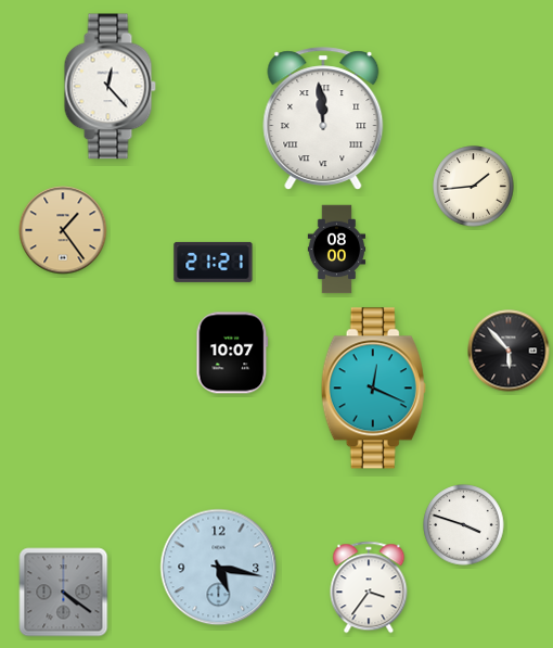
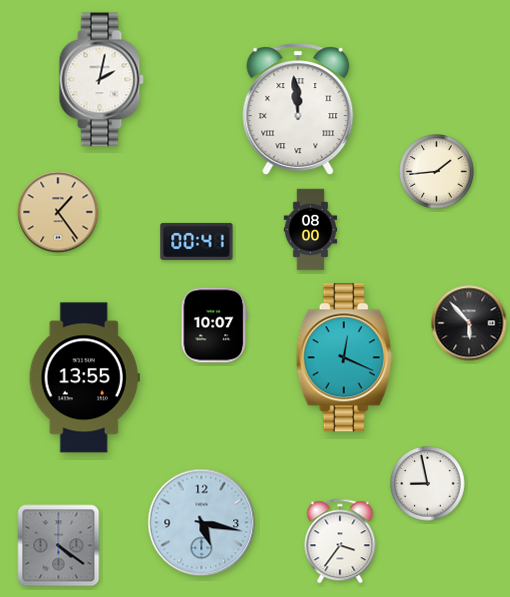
clock at (110, 87): 12:23 -> 2:02
clock at (214, 262): 21:21 -> 00:41
clock at (84, 378): none -> 13:55
clock at (464, 525): 3:48 -> 8:58
